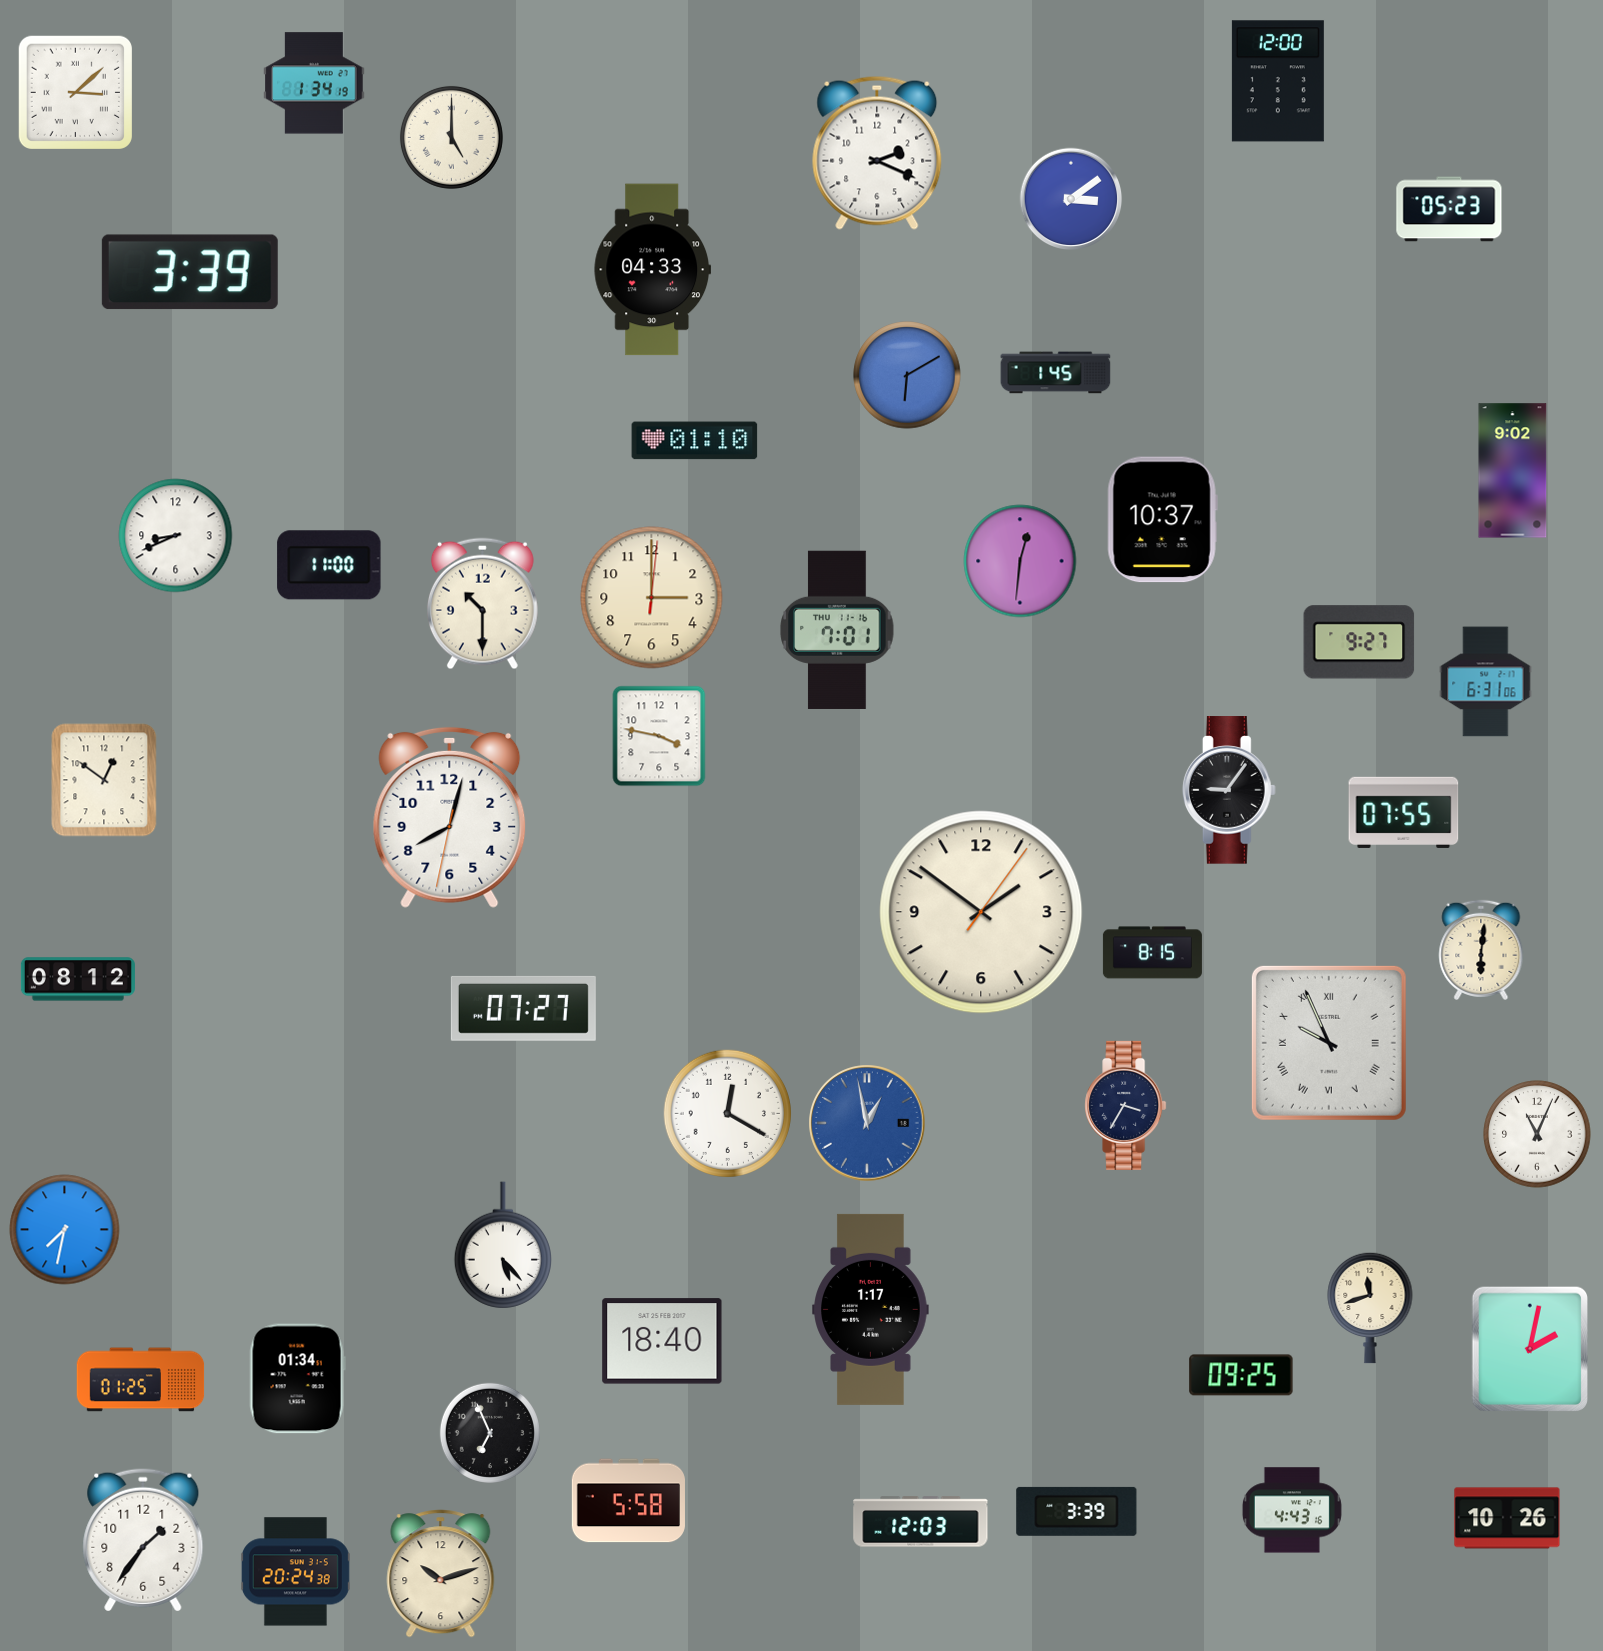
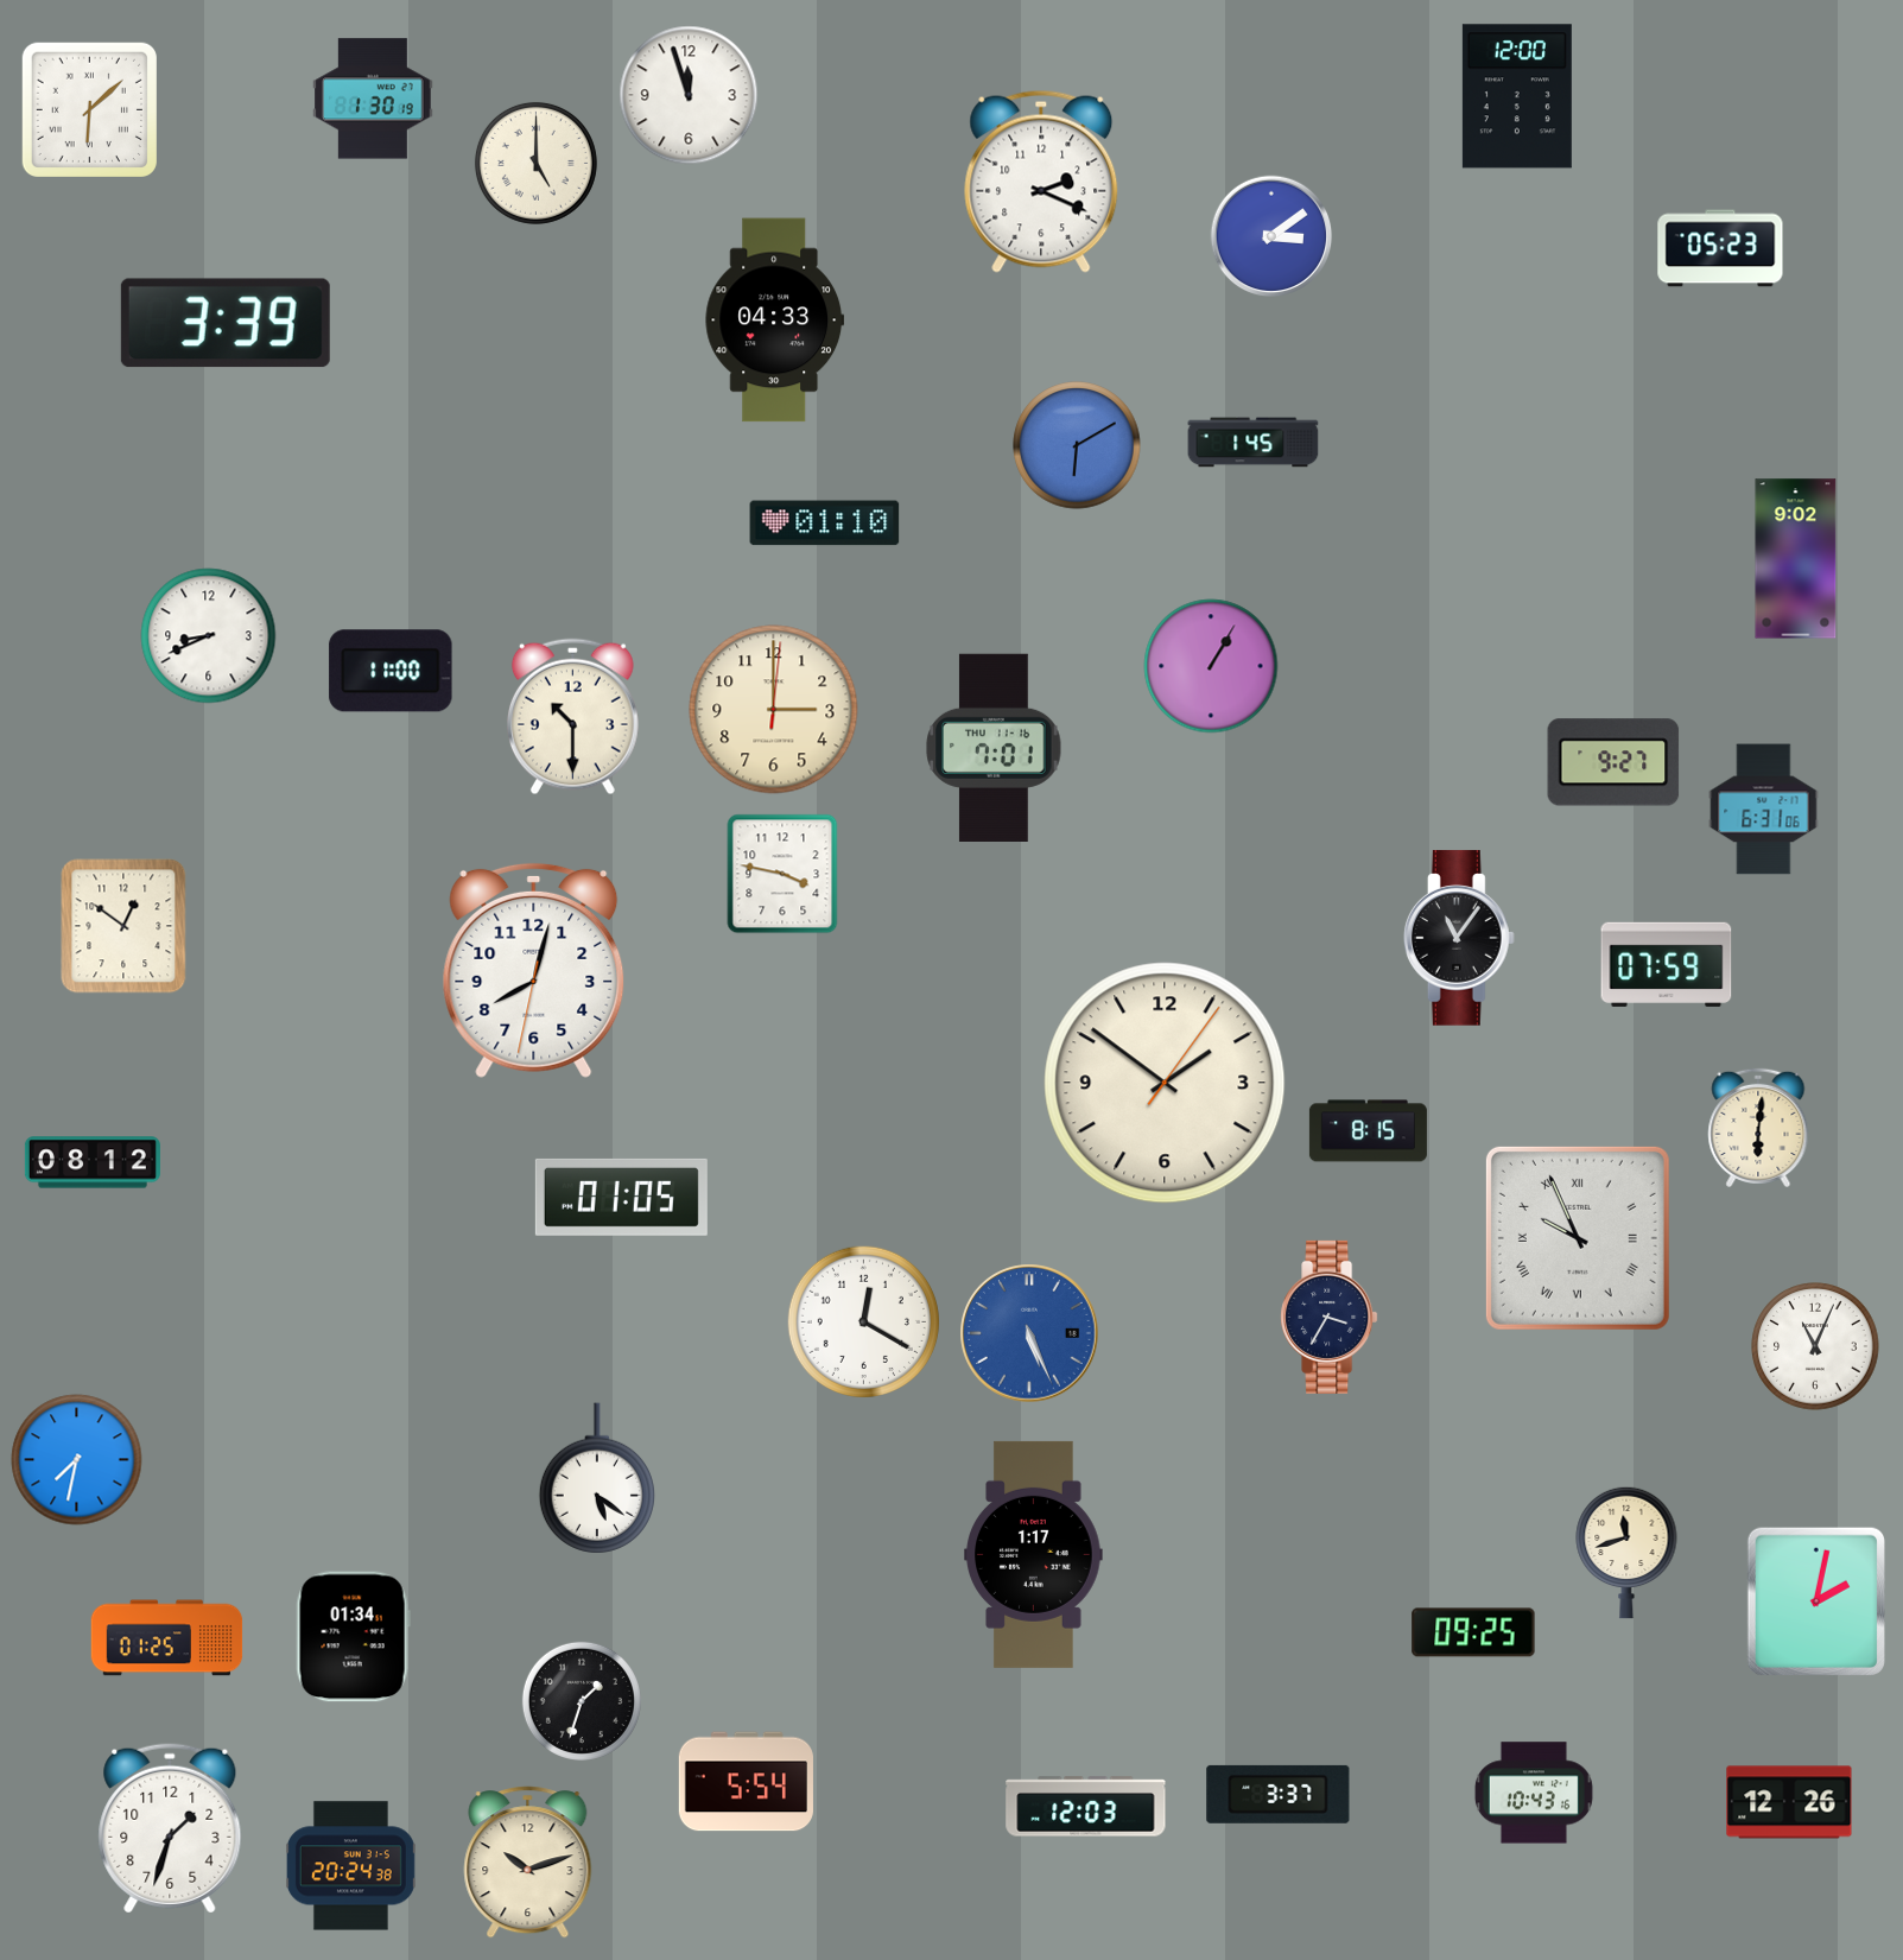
clock at (689, 95): none -> 11:57
clock at (314, 83): 1:34 -> 1:30
clock at (75, 92): 3:08 -> 6:08
clock at (1162, 520): 10:37 -> none
clock at (1020, 561): 12:31 -> 1:05
clock at (1229, 790): 9:06 -> 11:06
clock at (1404, 812): 07:55 -> 07:59
clock at (523, 1008): 07:27 -> 01:05
clock at (1126, 1105) position: (1126, 1105) -> (1330, 1317)
clock at (867, 1123): 12:58 -> 5:26
clock at (1537, 1134) position: (1537, 1134) -> (1815, 1346)
clock at (503, 1245): 5:23 -> 5:21
clock at (662, 1341): 18:40 -> none
clock at (490, 1433): 6:56 -> 1:33
clock at (628, 1501): 5:58 -> 5:54
clock at (1292, 1510): 4:43 -> 10:43
clock at (1077, 1511): 3:39 -> 3:37
clock at (1507, 1518): 10:26 -> 12:26
clock at (921, 1522) position: (921, 1522) -> (1086, 1807)
clock at (143, 1540): 1:36 -> 1:33
clock at (441, 1574) position: (441, 1574) -> (528, 1863)
